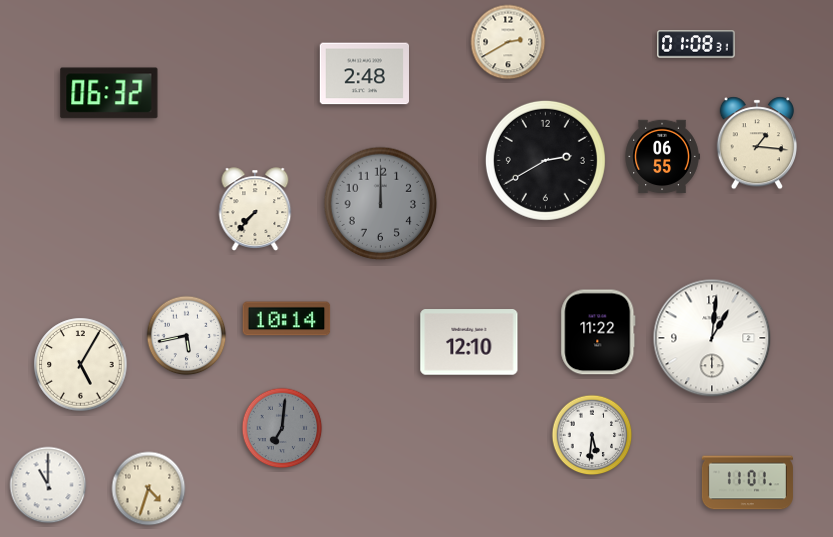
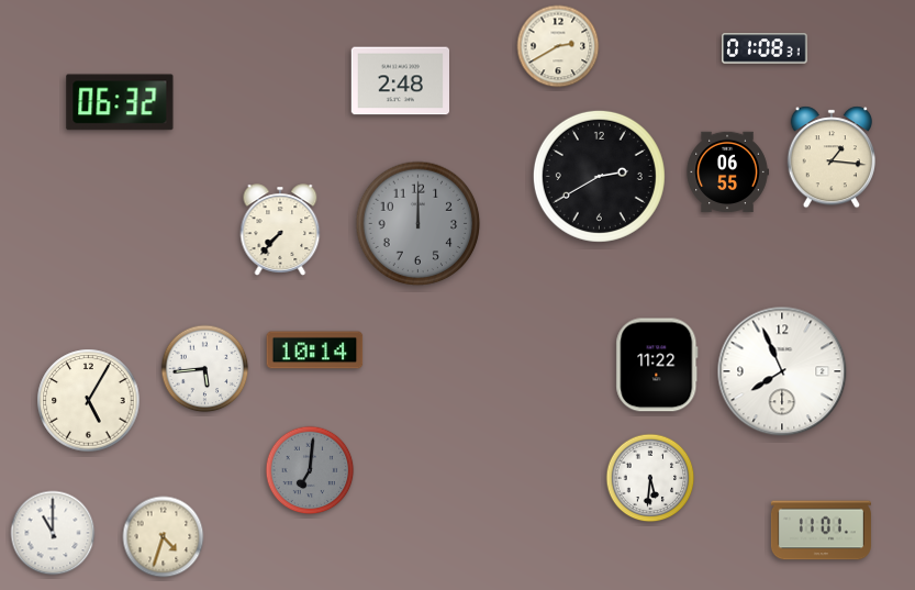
clock at (187, 336): 5:43 -> 5:44
clock at (712, 338): 1:01 -> 7:56
clock at (469, 342): 12:10 -> none
